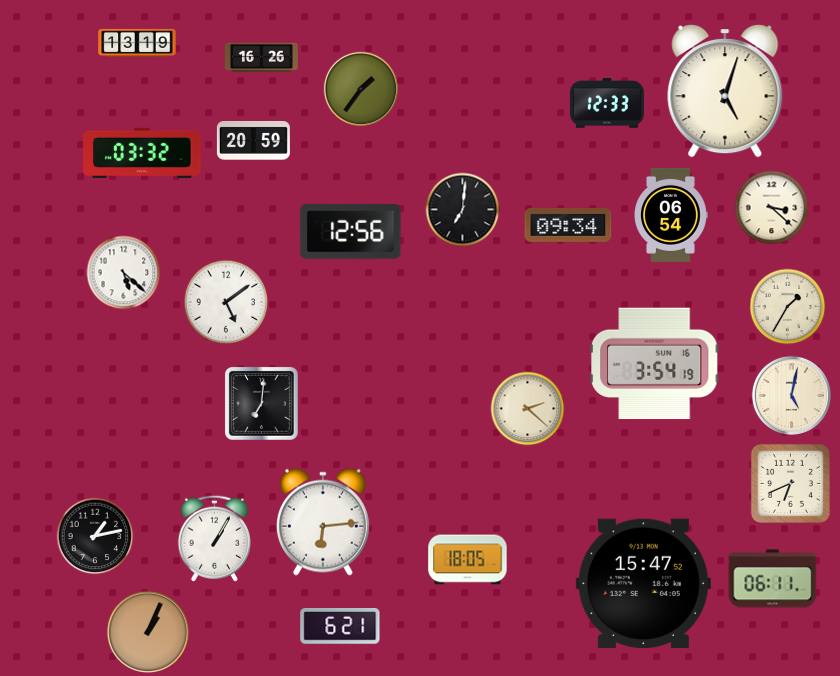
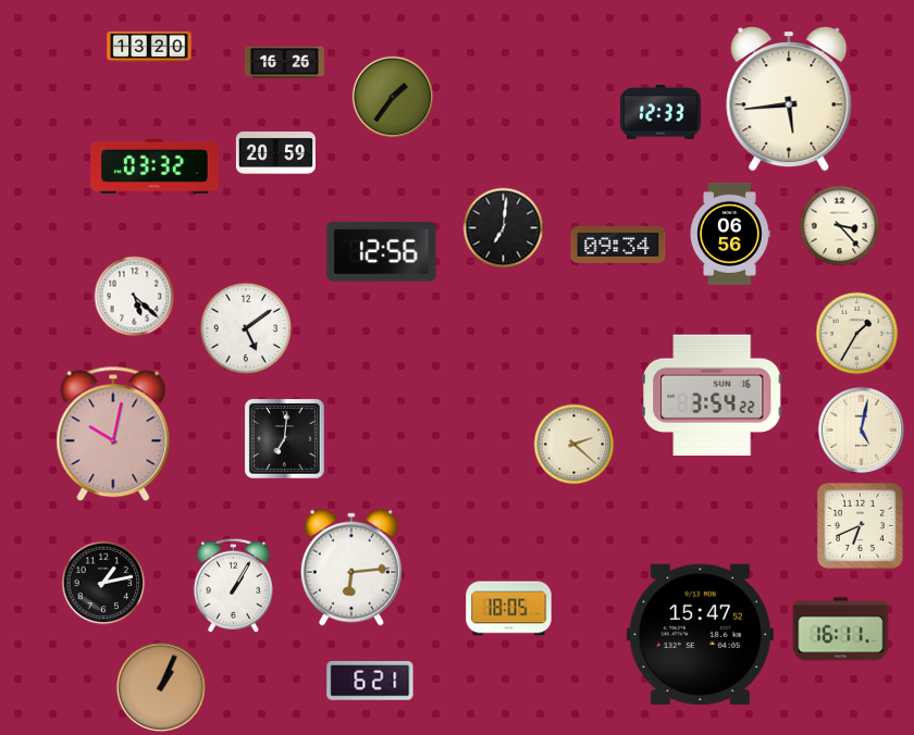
clock at (137, 43): 13:19 -> 13:20
clock at (725, 92): 5:03 -> 5:44
clock at (772, 208): 3:22 -> 3:23
clock at (671, 215): 06:54 -> 06:56
clock at (655, 364): 3:54:19 -> 3:54:22
clock at (113, 434): none -> 10:02
clock at (773, 579): 06:11 -> 16:11
